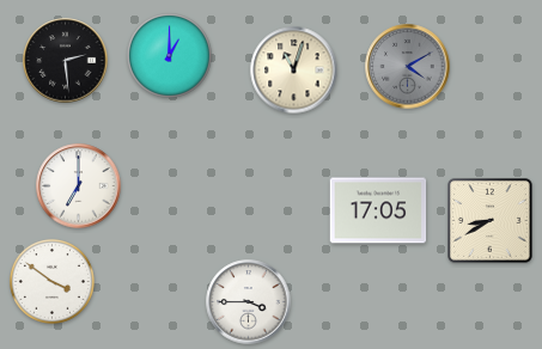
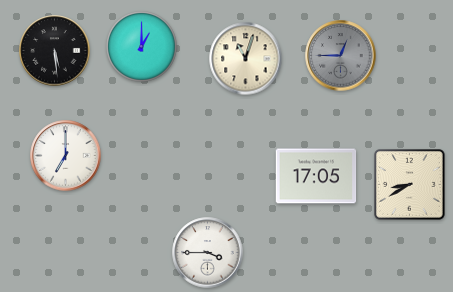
clock at (66, 61): 2:29 -> 5:29
clock at (408, 67): 4:10 -> 12:45
clock at (51, 281): 3:51 -> none
